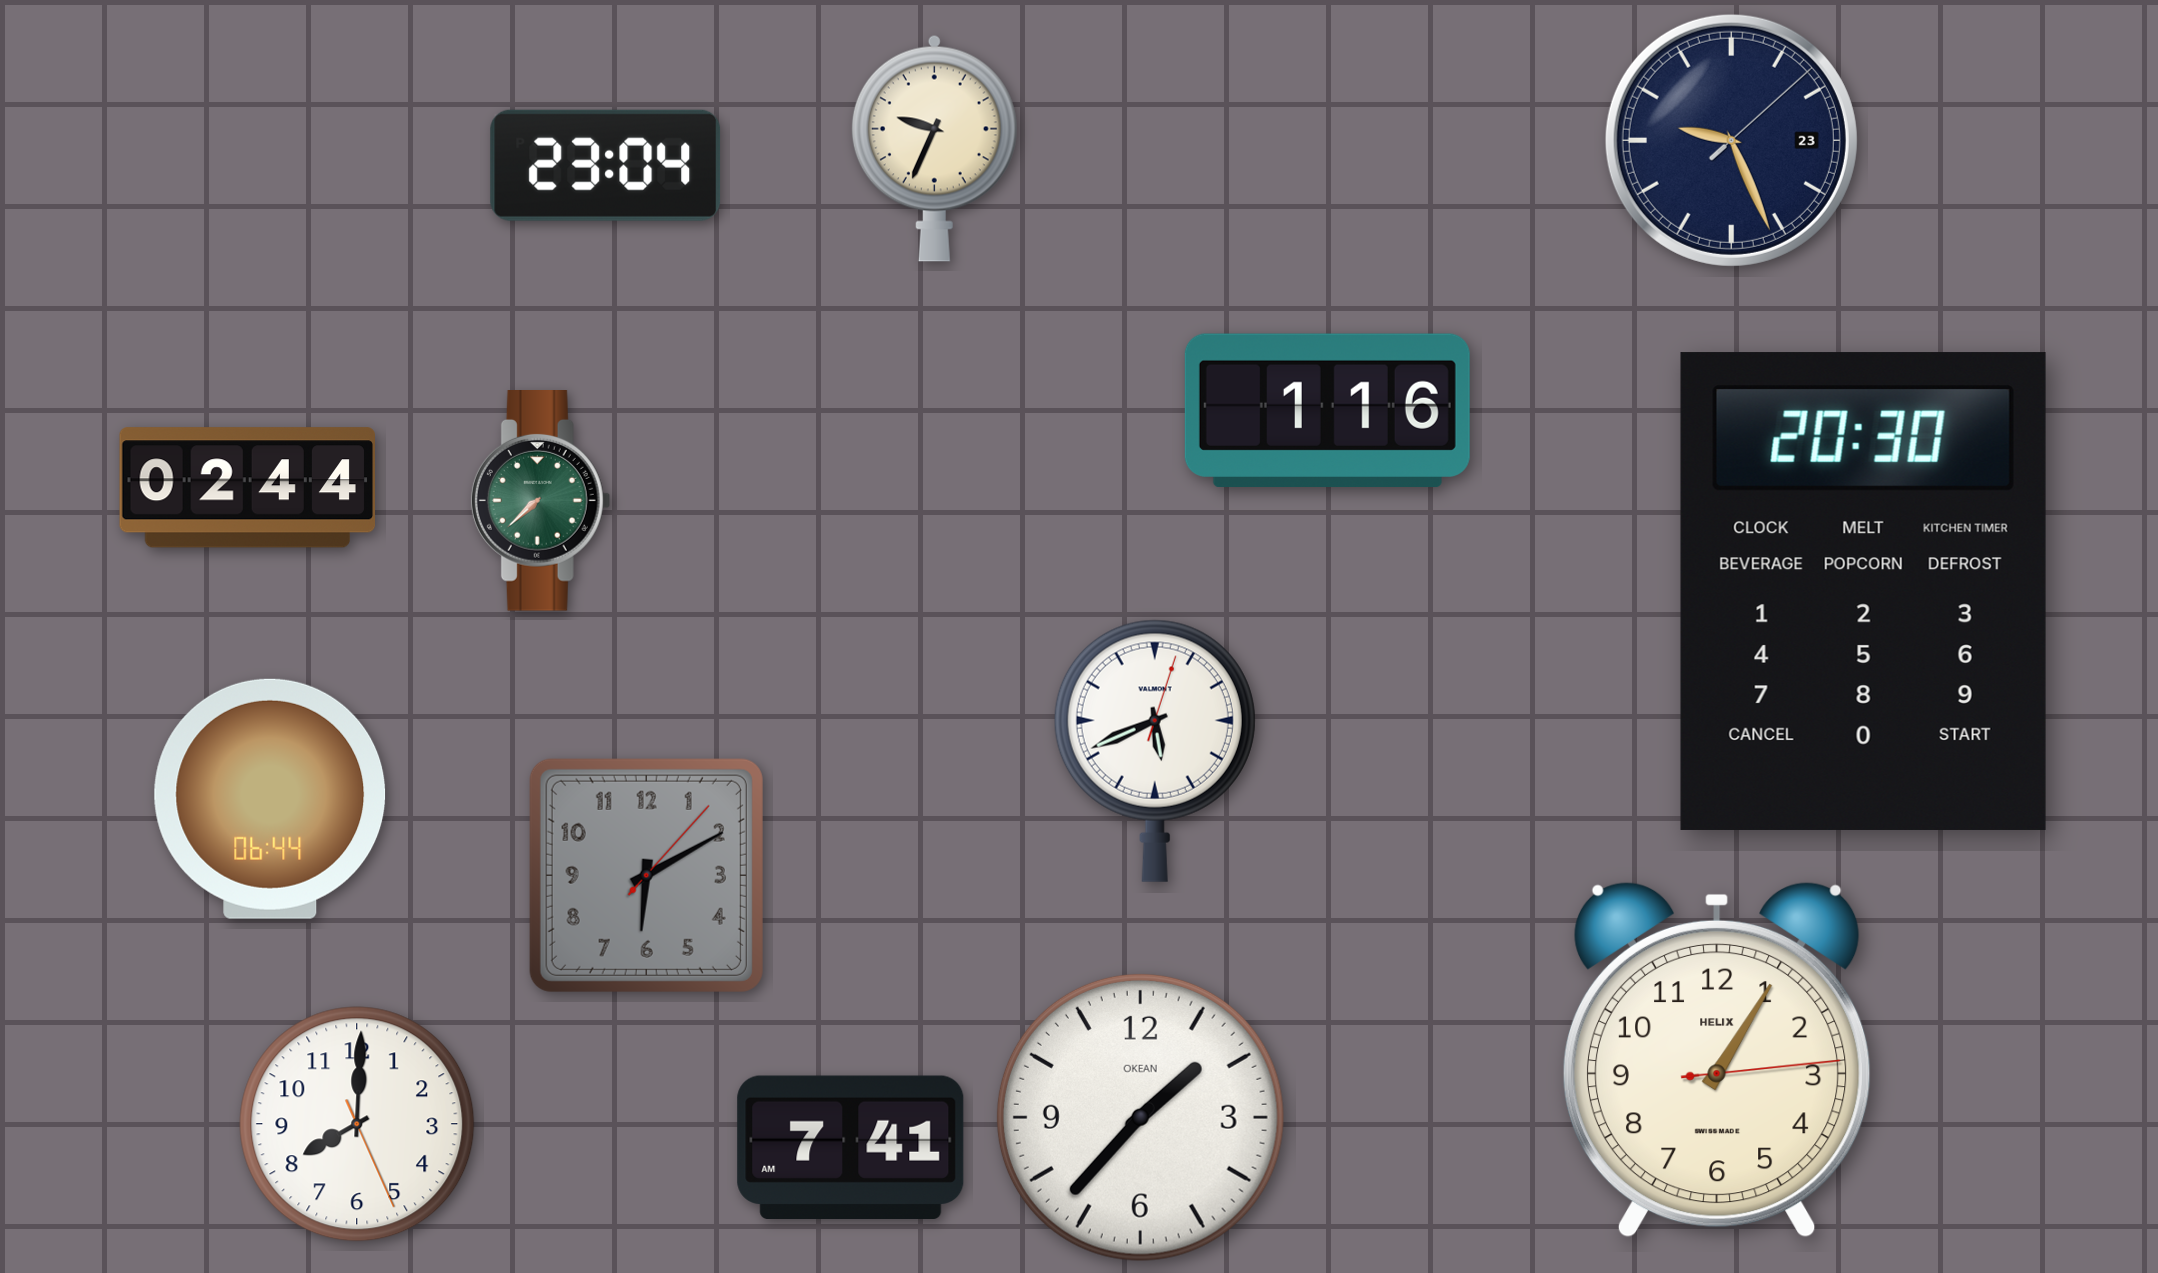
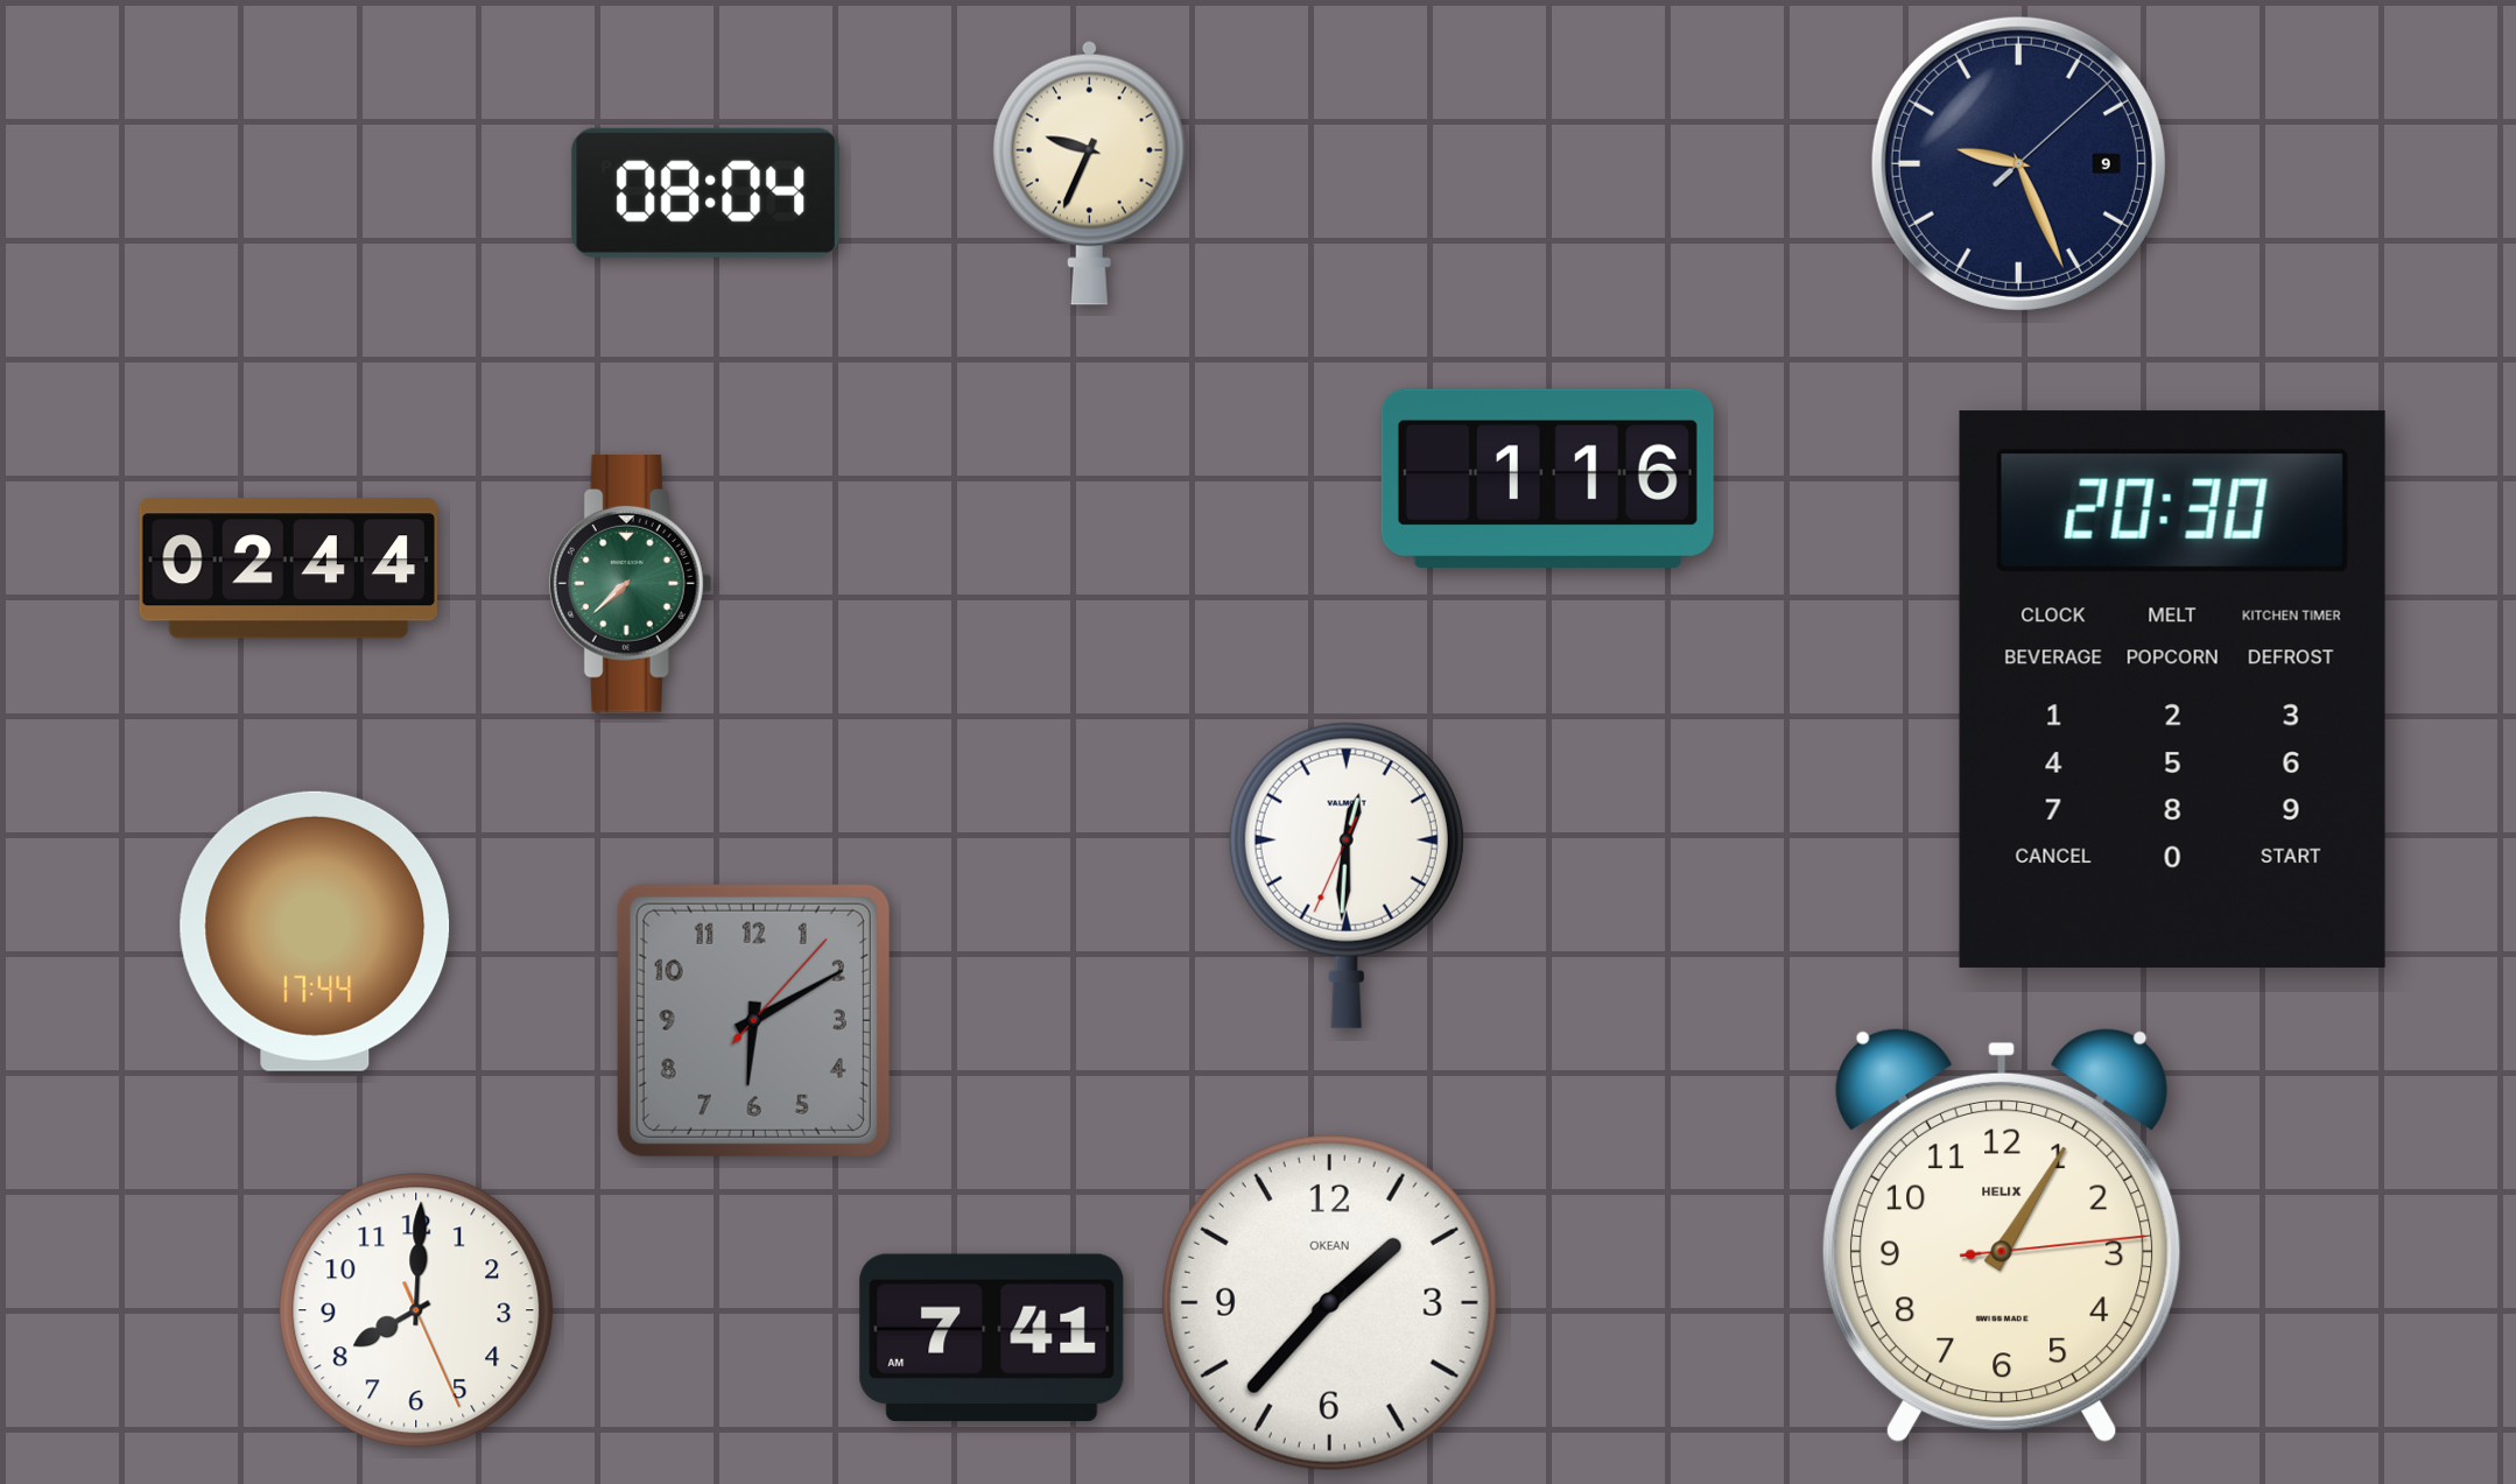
clock at (1731, 140) date: 23 -> 9
clock at (606, 165): 23:04 -> 08:04
clock at (1155, 751): 5:41 -> 12:30
clock at (270, 799): 06:44 -> 17:44
